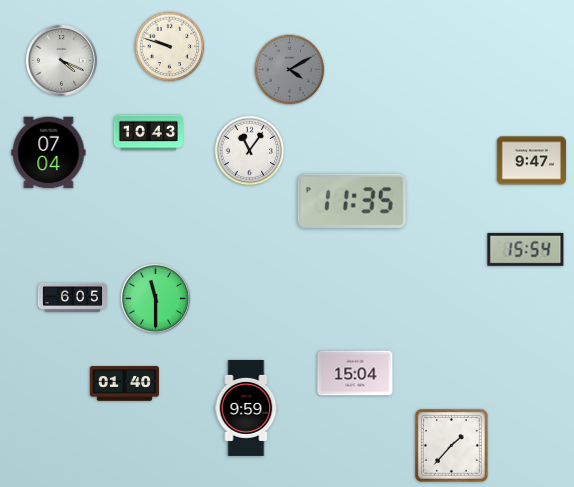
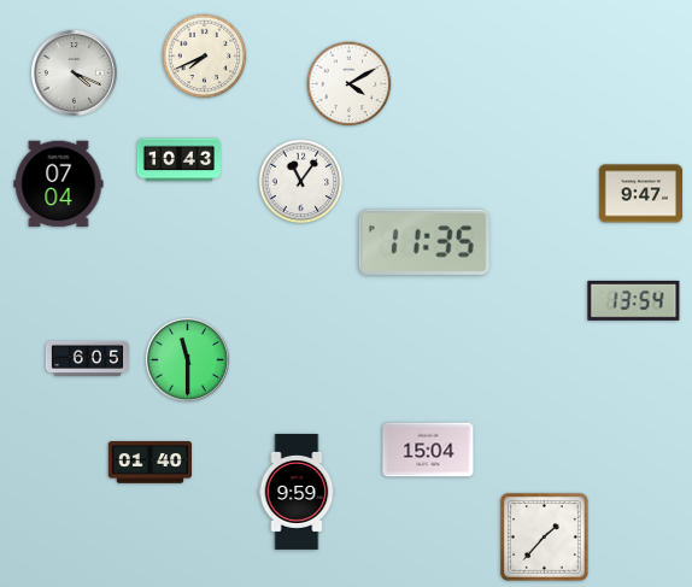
clock at (170, 47): 9:48 -> 7:41
clock at (290, 70) dial: grey -> white
clock at (526, 249): 15:54 -> 13:54
